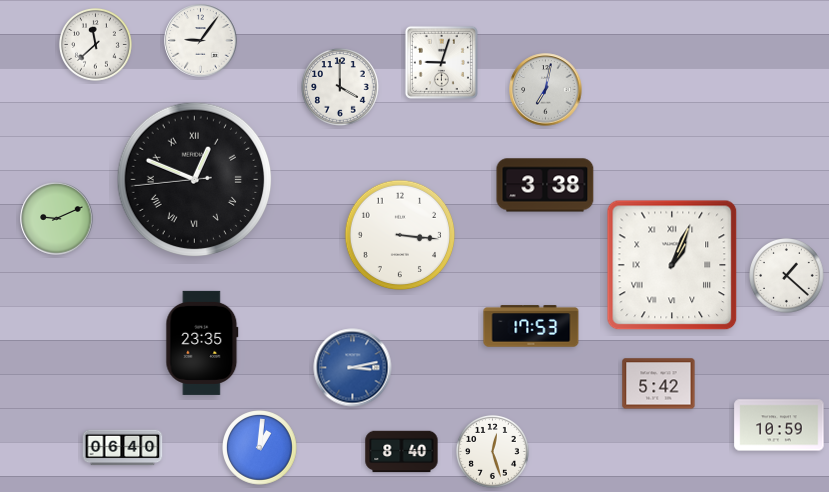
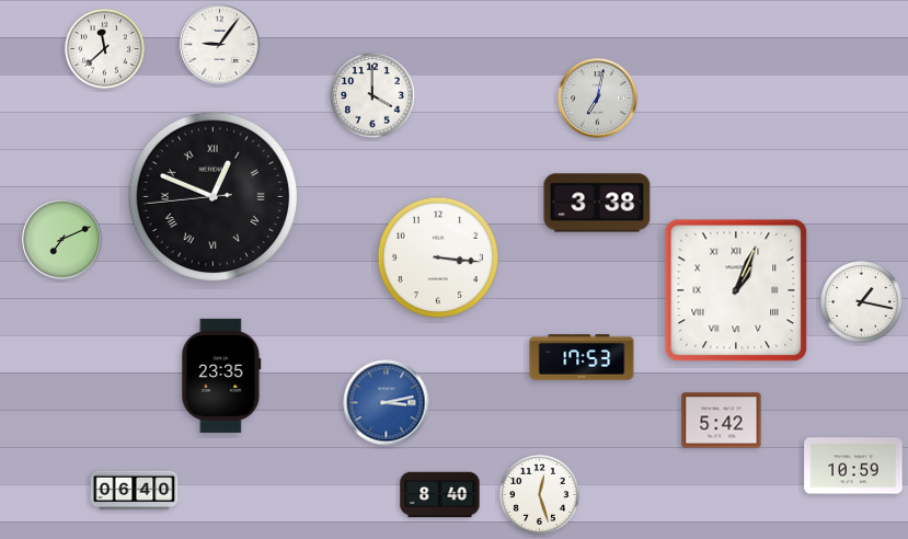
clock at (441, 62): 9:03 -> none
clock at (57, 219): 9:11 -> 7:11
clock at (787, 276): 1:22 -> 1:17
clock at (260, 448): 1:01 -> none
